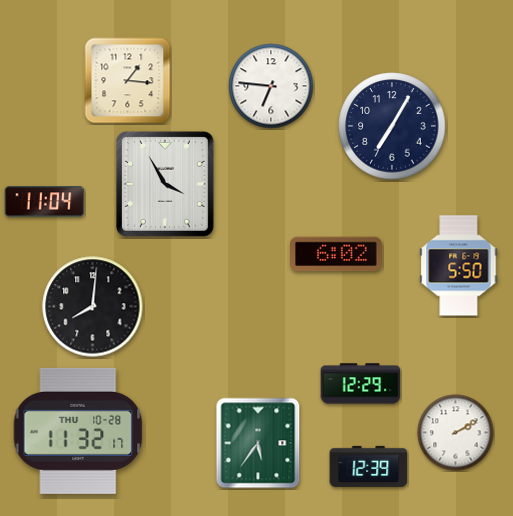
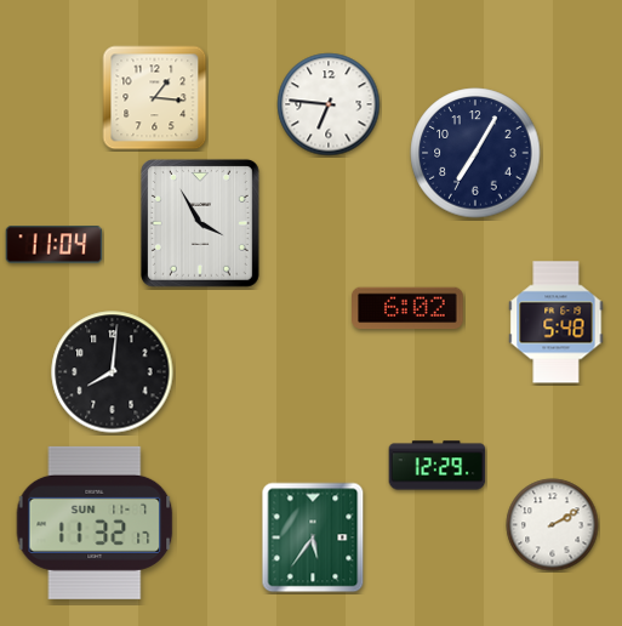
clock at (459, 266): 5:50 -> 5:48
clock at (78, 431) date: THU 10-28 -> SUN 11-7
clock at (369, 466): 12:39 -> none
